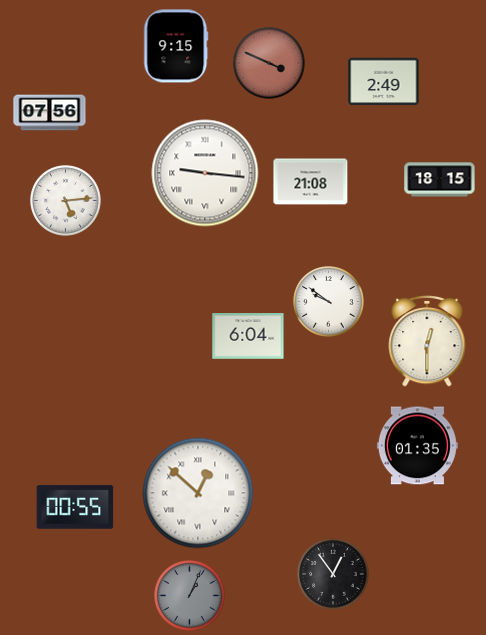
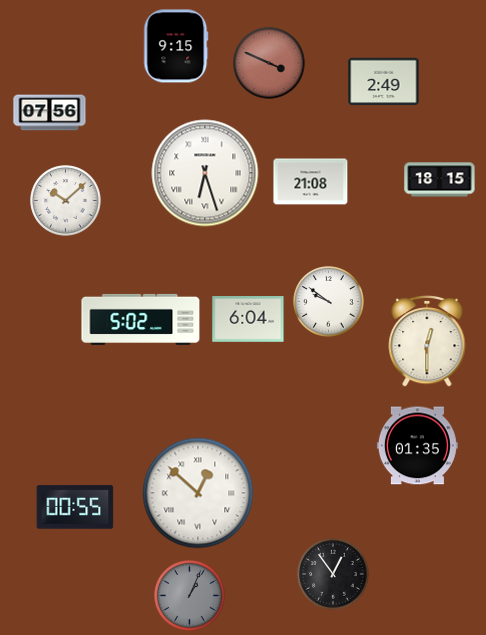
clock at (205, 173): 9:16 -> 6:27
clock at (66, 201): 5:14 -> 10:08
clock at (141, 319): none -> 5:02
clock at (248, 336) position: (248, 336) -> (248, 319)
